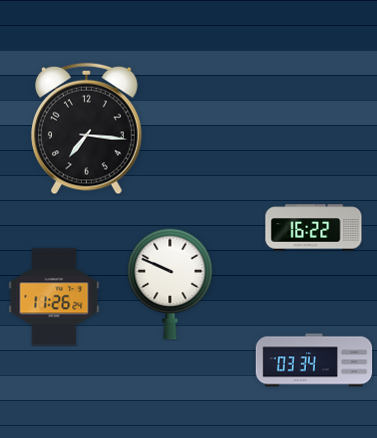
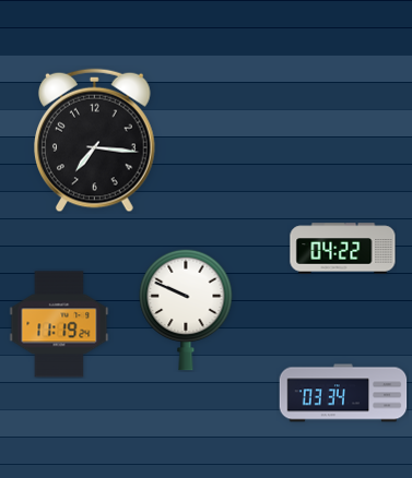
clock at (314, 228): 16:22 -> 04:22
clock at (54, 297): 11:26 -> 11:19
